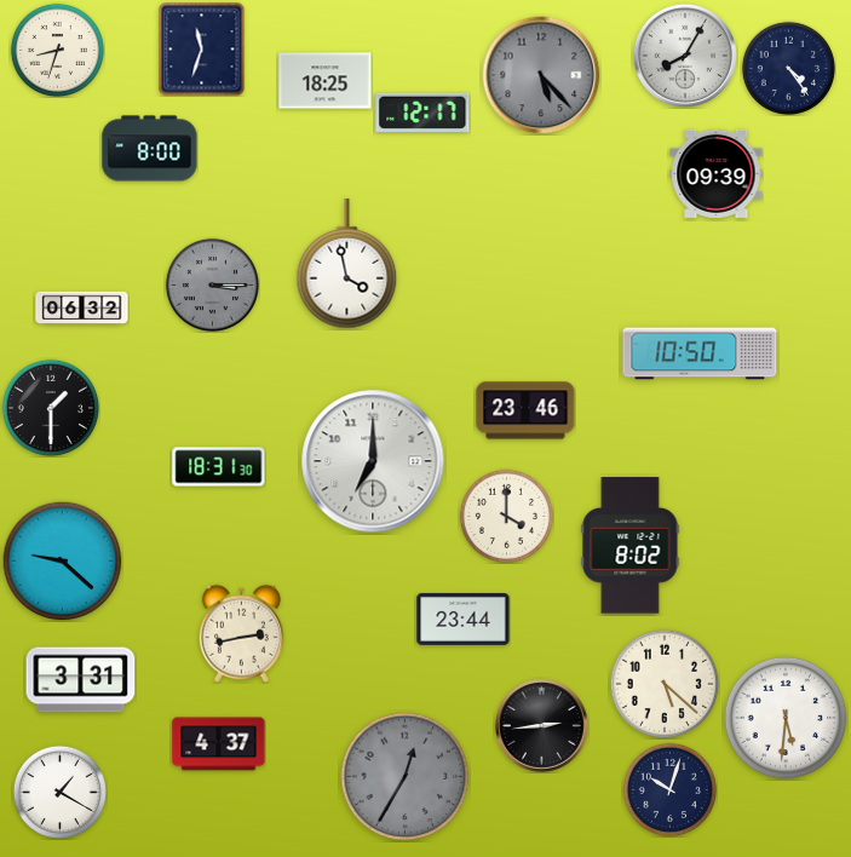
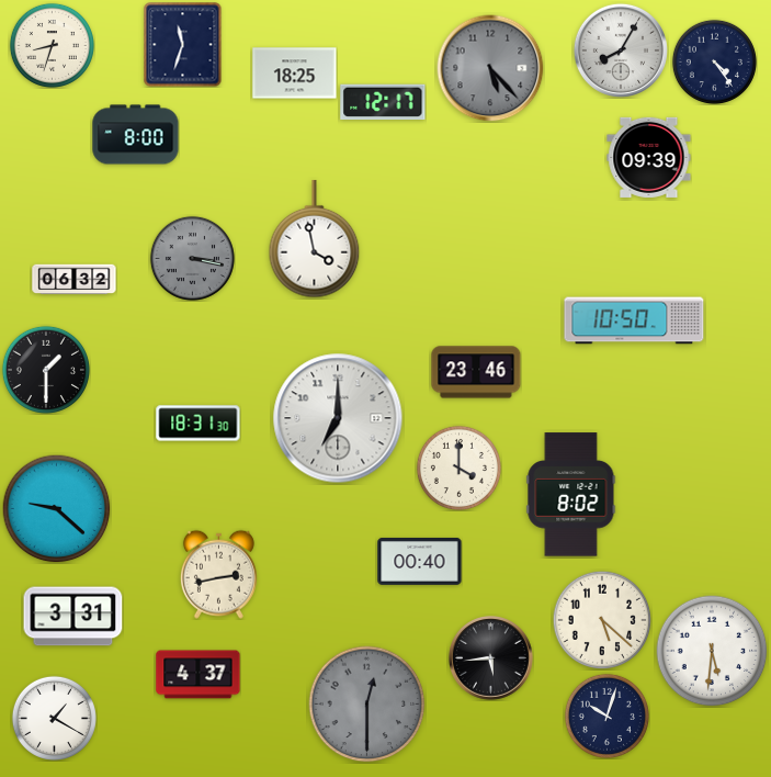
clock at (212, 284): 3:15 -> 3:17
clock at (464, 619): 23:44 -> 00:40
clock at (542, 726): 2:44 -> 5:44
clock at (406, 777): 12:35 -> 12:30
